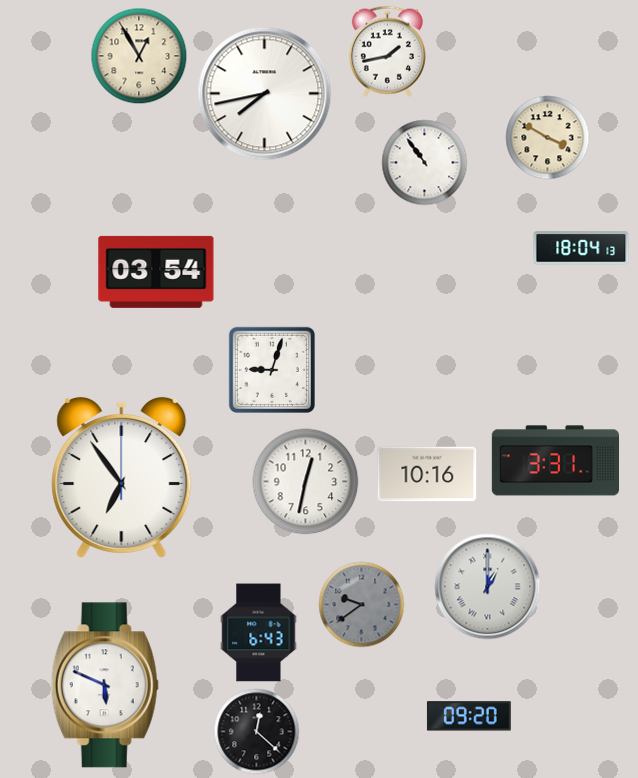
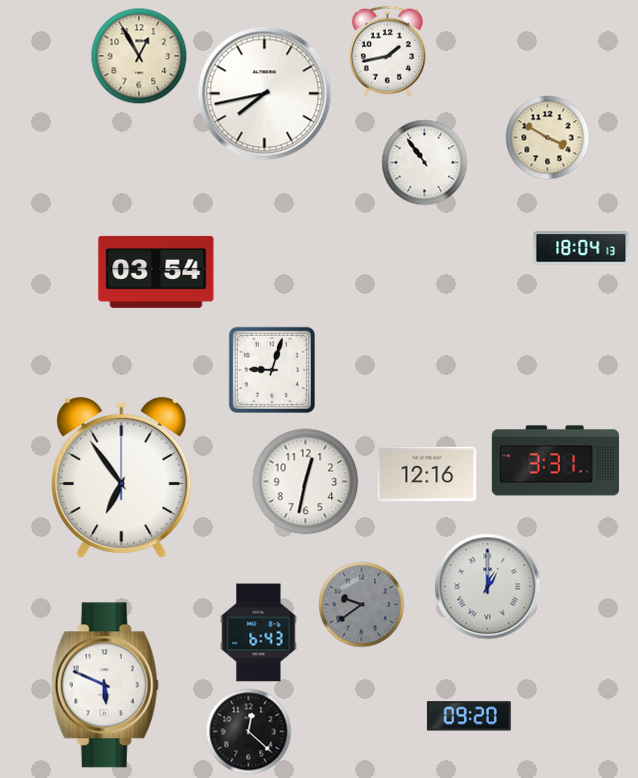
clock at (427, 474): 10:16 -> 12:16
clock at (257, 732) position: (257, 732) -> (249, 732)
